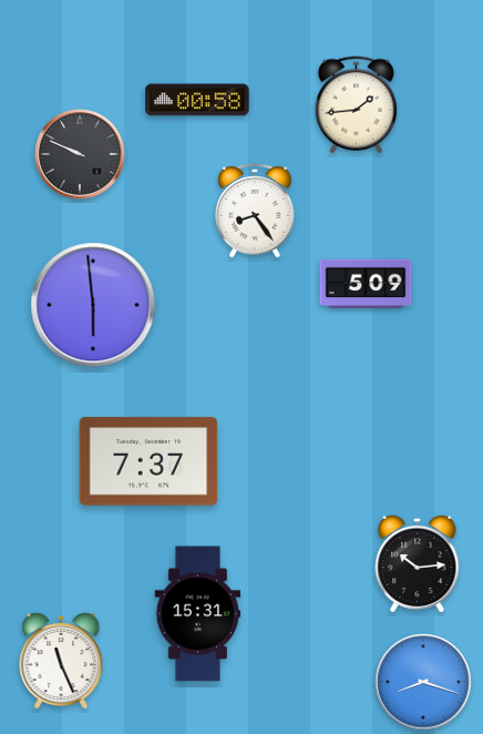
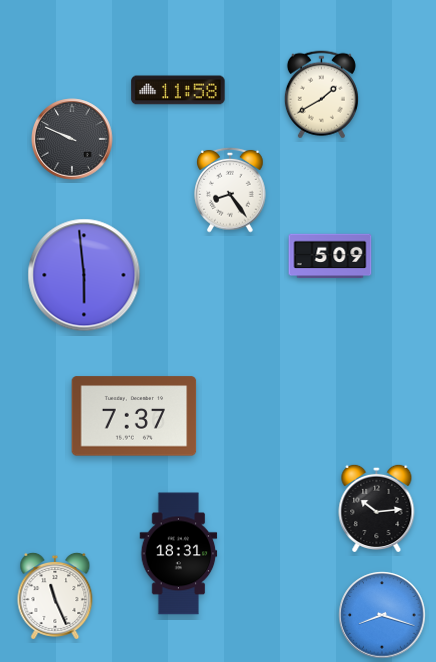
clock at (197, 100): 00:58 -> 11:58
clock at (356, 105): 1:44 -> 1:40
clock at (198, 614): 15:31 -> 18:31
